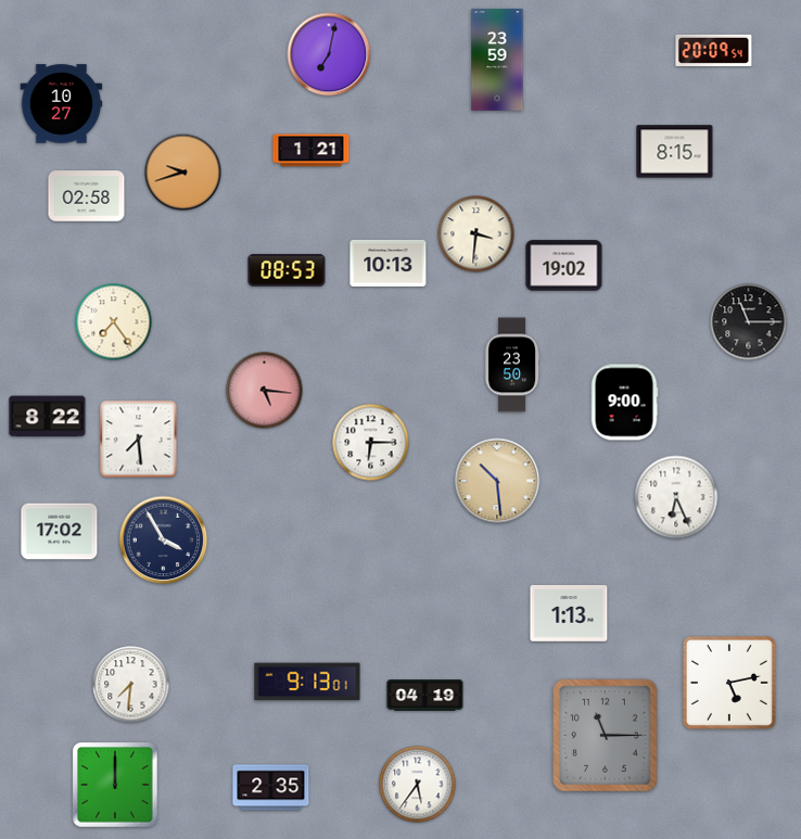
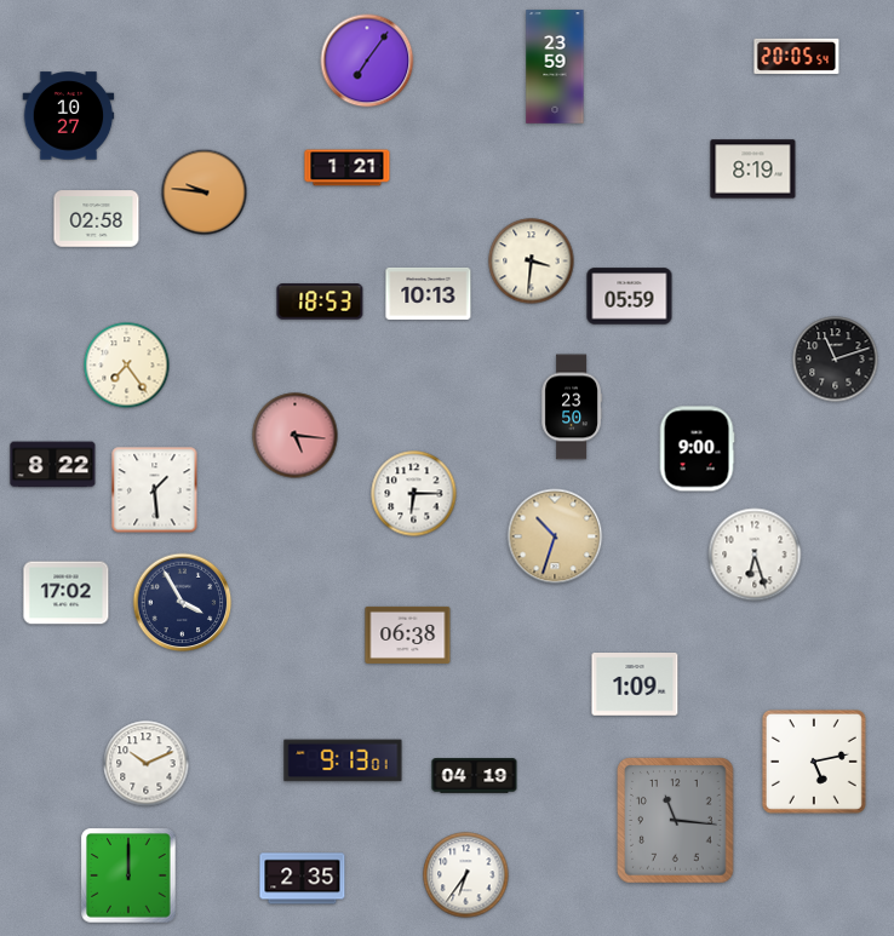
clock at (714, 50): 20:09 -> 20:05
clock at (329, 54): 7:02 -> 7:06
clock at (675, 152): 8:15 -> 8:19
clock at (183, 173): 9:42 -> 9:46
clock at (389, 263) position: (389, 263) -> (429, 293)
clock at (564, 266): 19:02 -> 05:59
clock at (287, 270): 08:53 -> 18:53
clock at (114, 322) position: (114, 322) -> (127, 366)
clock at (749, 322): 11:15 -> 11:12
clock at (139, 440): 7:29 -> 1:29
clock at (497, 481): 10:29 -> 10:33
clock at (676, 497): 6:26 -> 6:27
clock at (408, 634): none -> 06:38
clock at (569, 613): 1:13 -> 1:09
clock at (131, 685): 7:31 -> 10:11
clock at (606, 736): 11:15 -> 11:16
clock at (418, 785): 5:36 -> 6:36
